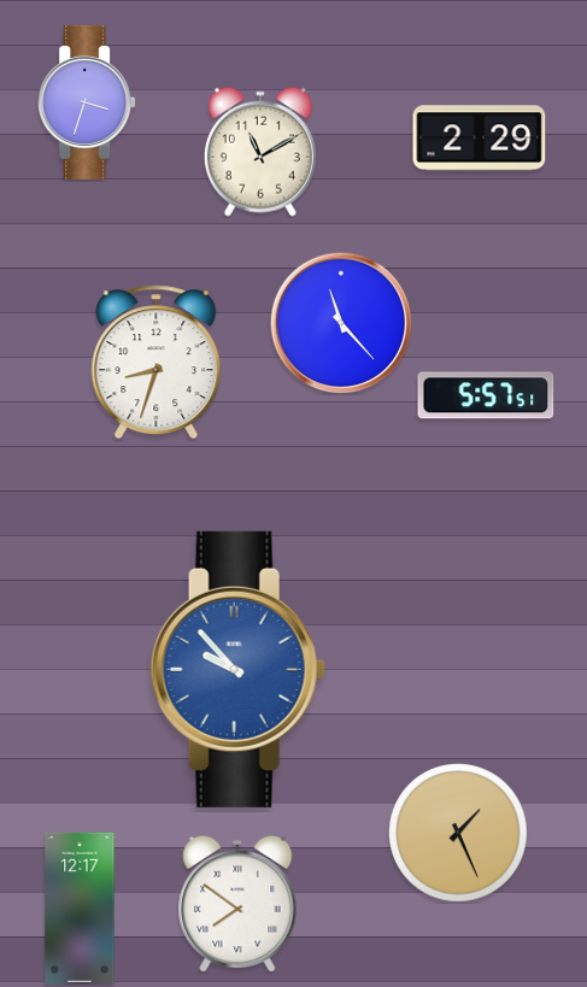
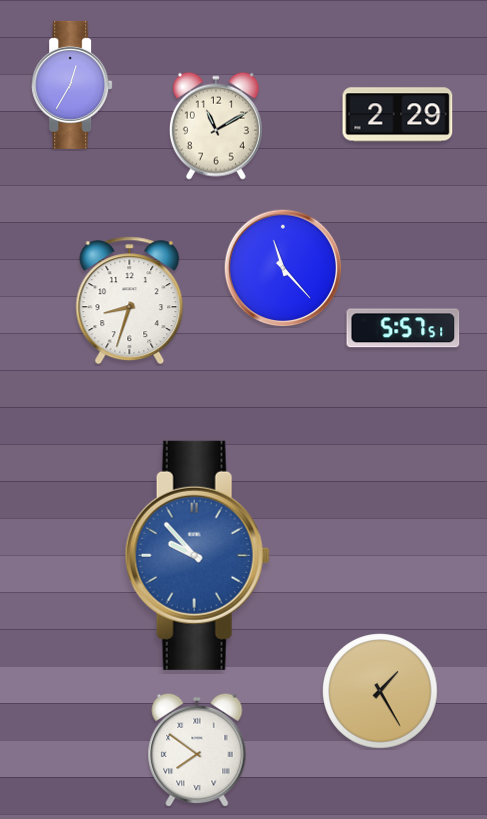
clock at (87, 102): 3:33 -> 12:35
clock at (458, 833): 1:26 -> 1:25
clock at (80, 909): 12:17 -> none
